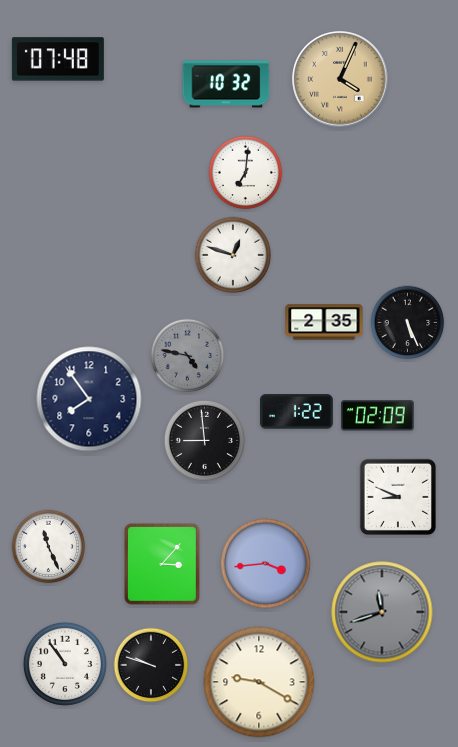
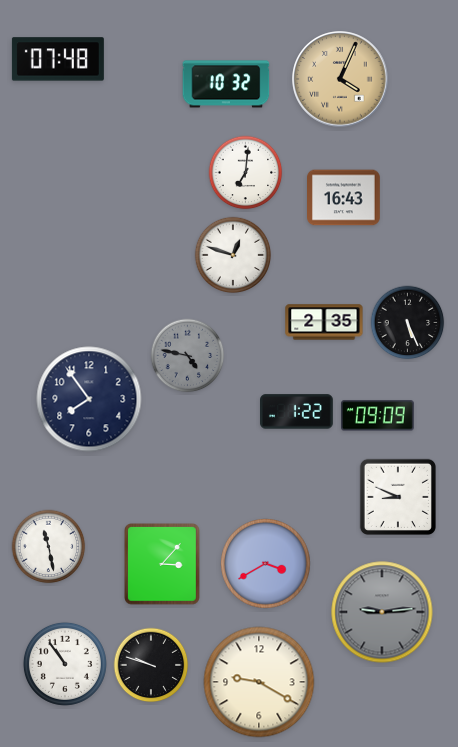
clock at (344, 198): none -> 16:43
clock at (378, 416): 02:09 -> 09:09
clock at (204, 440): 8:59 -> none
clock at (49, 547): 11:26 -> 11:28
clock at (266, 564): 3:44 -> 3:40
clock at (382, 612): 11:42 -> 9:14
